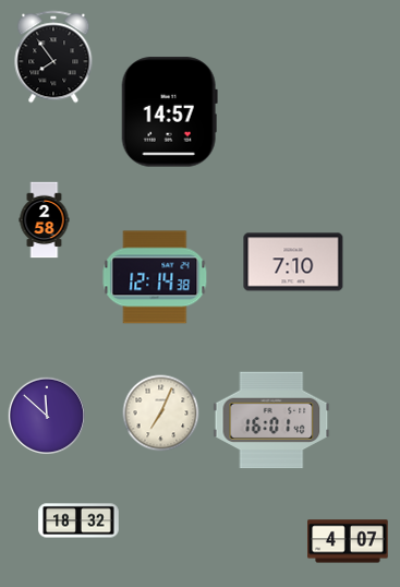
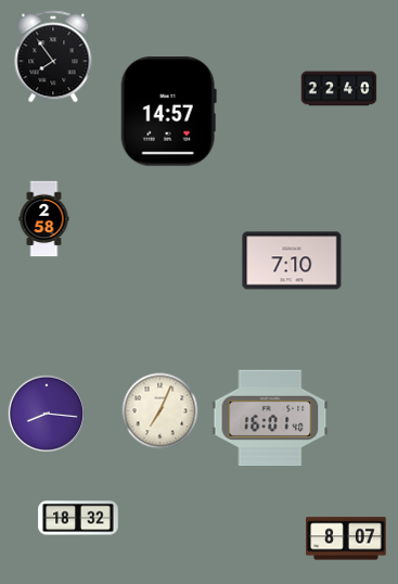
clock at (339, 89): none -> 22:40
clock at (155, 277): 12:14 -> none
clock at (46, 415): 11:52 -> 8:16
clock at (348, 541): 4:07 -> 8:07
